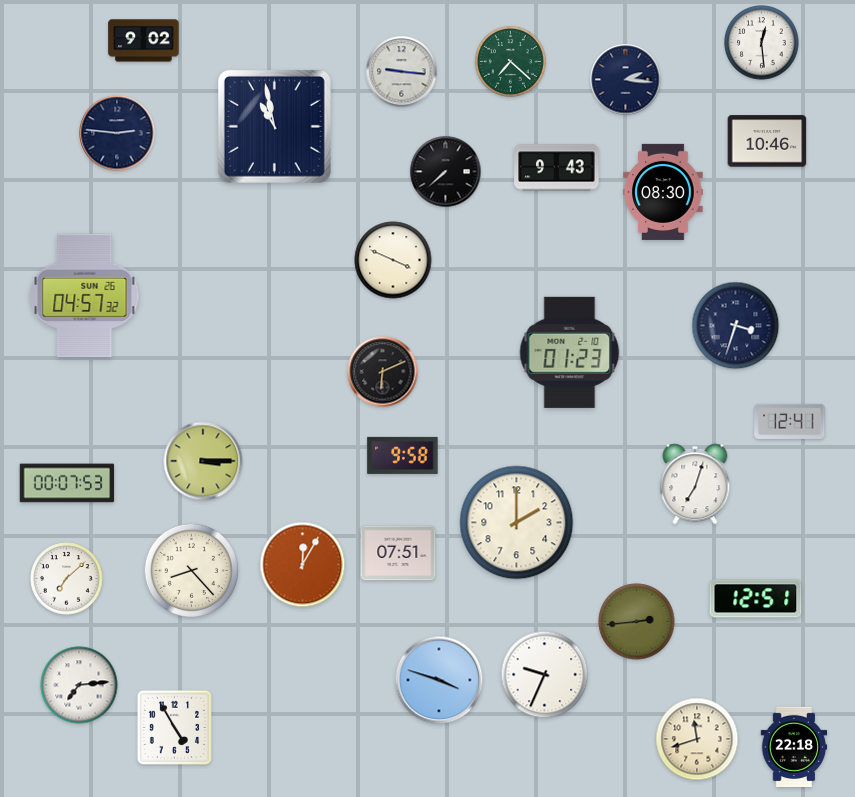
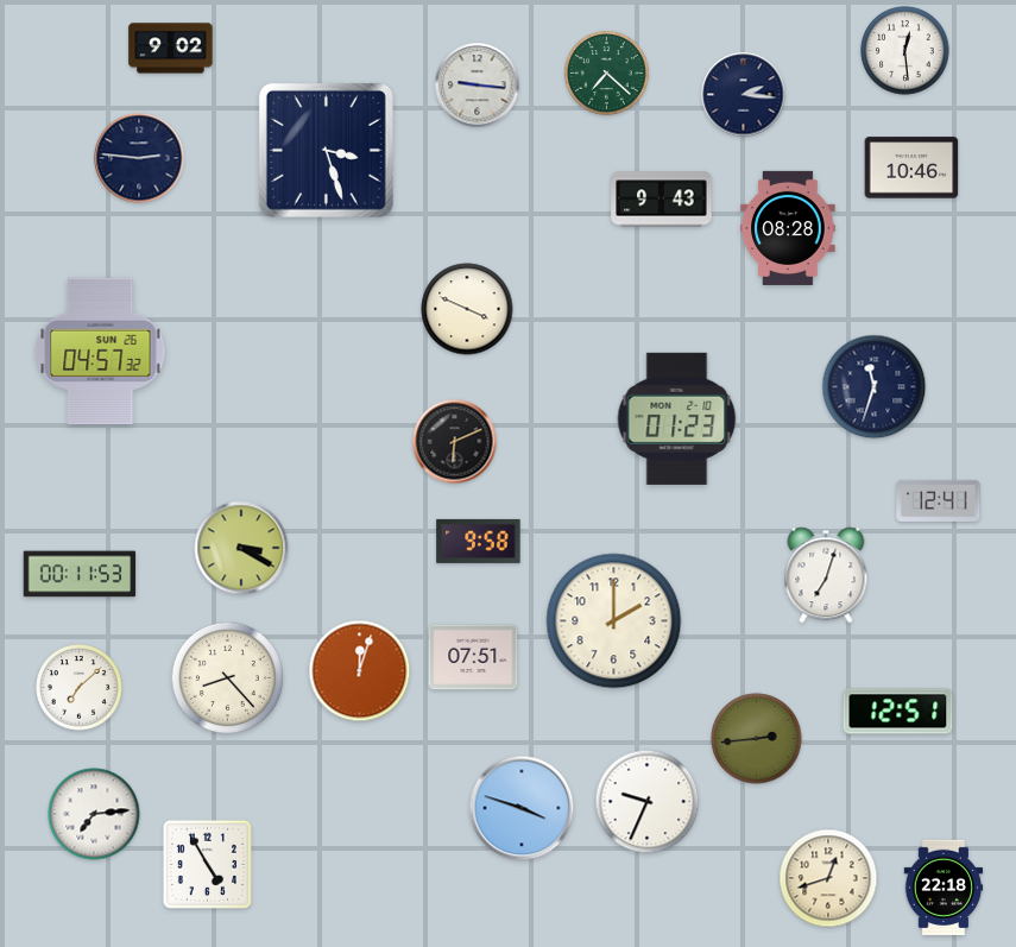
clock at (274, 126): 10:58 -> 3:27
clock at (446, 172): 7:38 -> none
clock at (663, 192): 08:30 -> 08:28
clock at (736, 326): 3:33 -> 11:33
clock at (203, 461): 3:15 -> 3:20
clock at (67, 483): 00:07 -> 00:11
clock at (303, 565): 12:05 -> 12:03
clock at (697, 739): 11:42 -> 12:42
